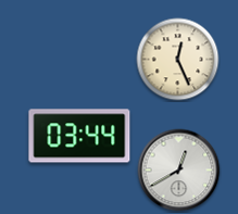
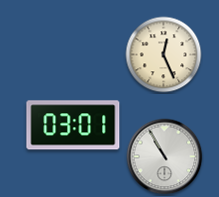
clock at (79, 136): 03:44 -> 03:01
clock at (179, 171): 12:40 -> 10:55
